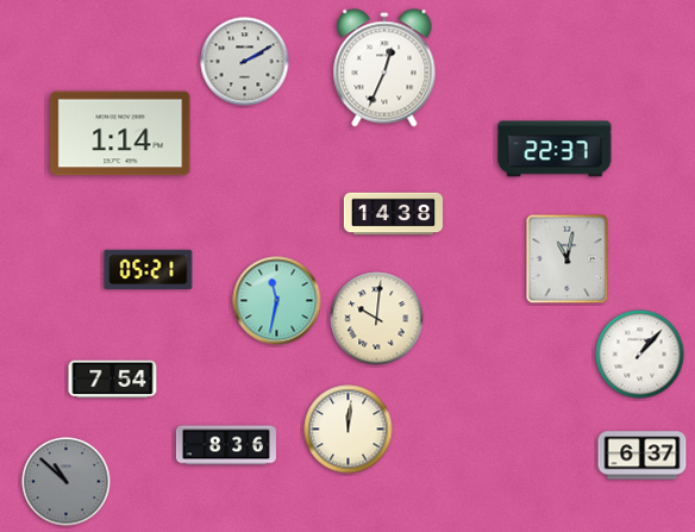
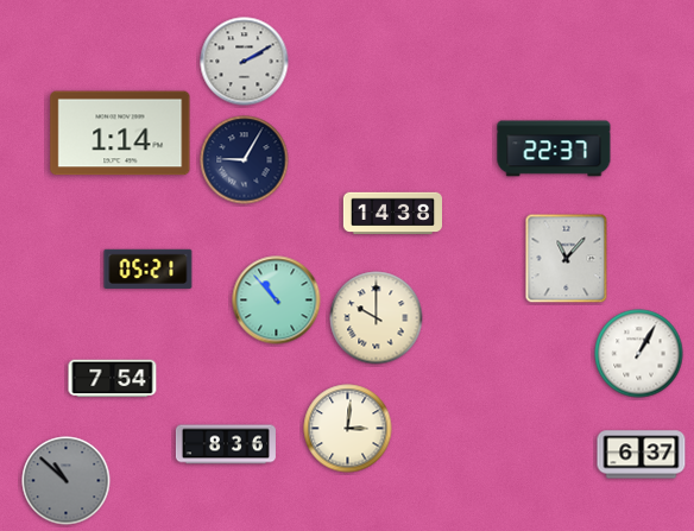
clock at (384, 68): 12:34 -> none
clock at (245, 160): none -> 9:05
clock at (568, 259): 11:02 -> 11:07
clock at (277, 301): 11:32 -> 10:53
clock at (377, 319): 10:01 -> 10:00
clock at (640, 355): 1:07 -> 1:05
clock at (349, 430): 12:01 -> 3:01
